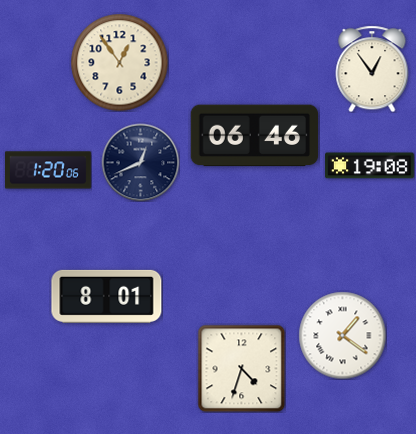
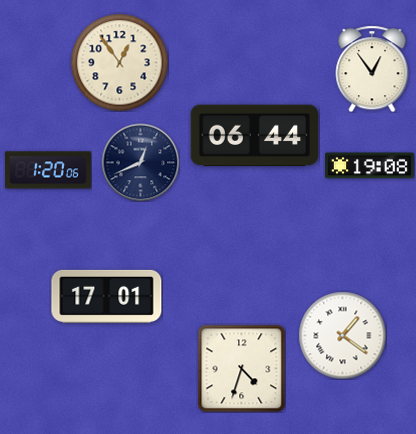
clock at (255, 136): 06:46 -> 06:44
clock at (107, 296): 8:01 -> 17:01
